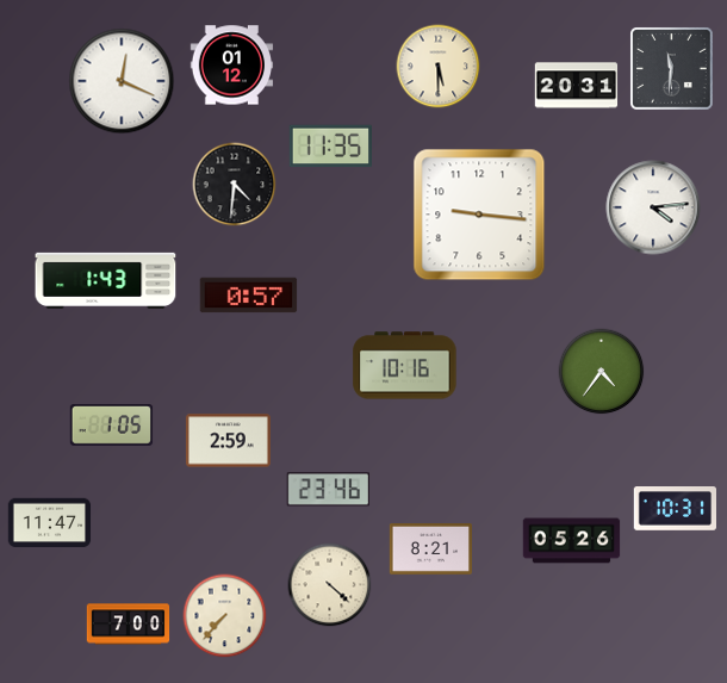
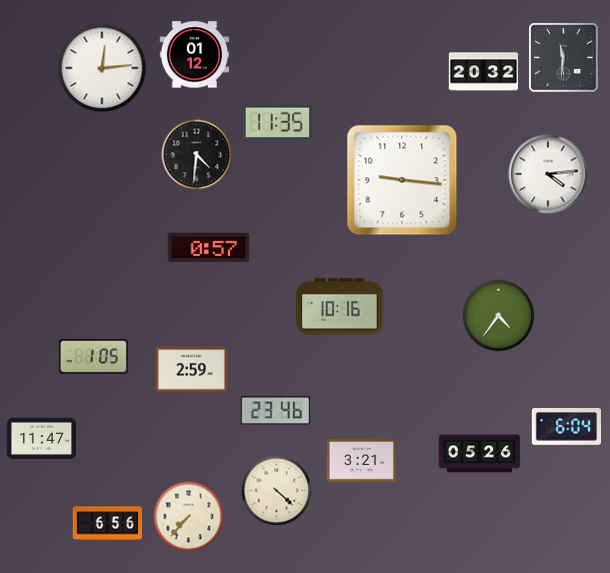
clock at (439, 67): 5:30 -> none
clock at (122, 81): 12:19 -> 12:14
clock at (577, 86): 20:31 -> 20:32
clock at (106, 280): 1:43 -> none
clock at (602, 372) position: (602, 372) -> (499, 316)
clock at (675, 509): 10:31 -> 6:04
clock at (431, 549): 8:21 -> 3:21
clock at (129, 625): 7:00 -> 6:56
